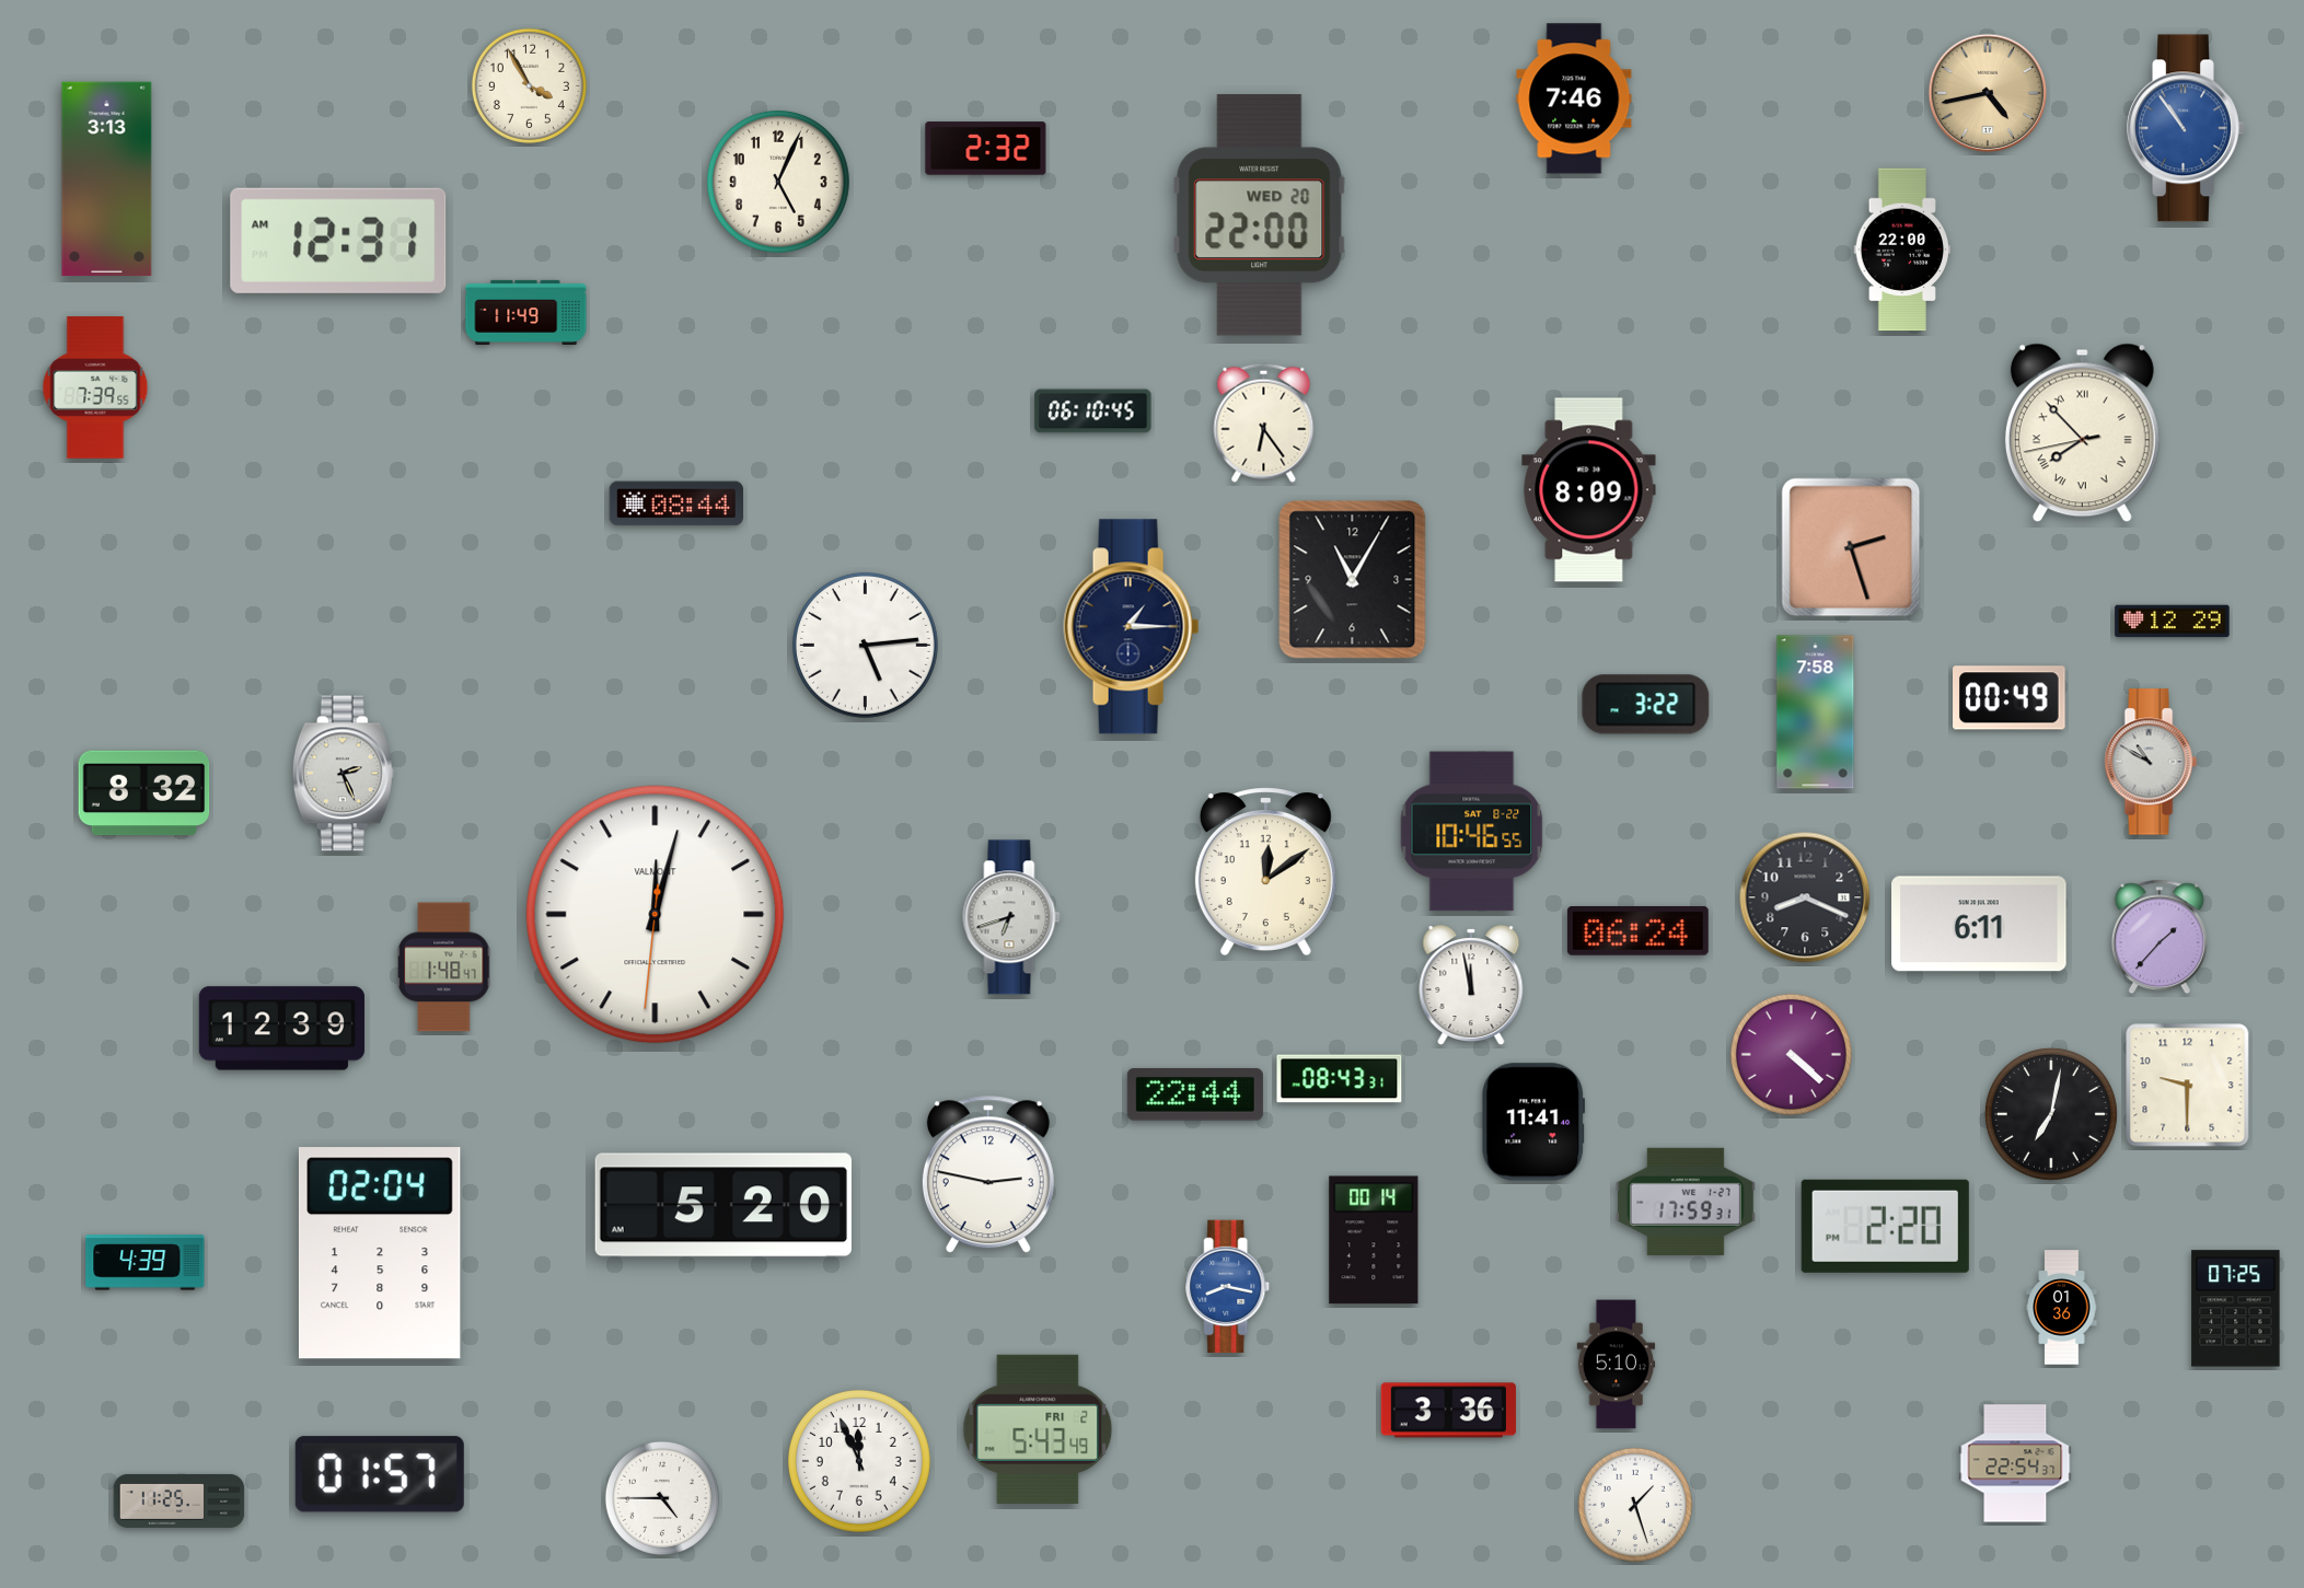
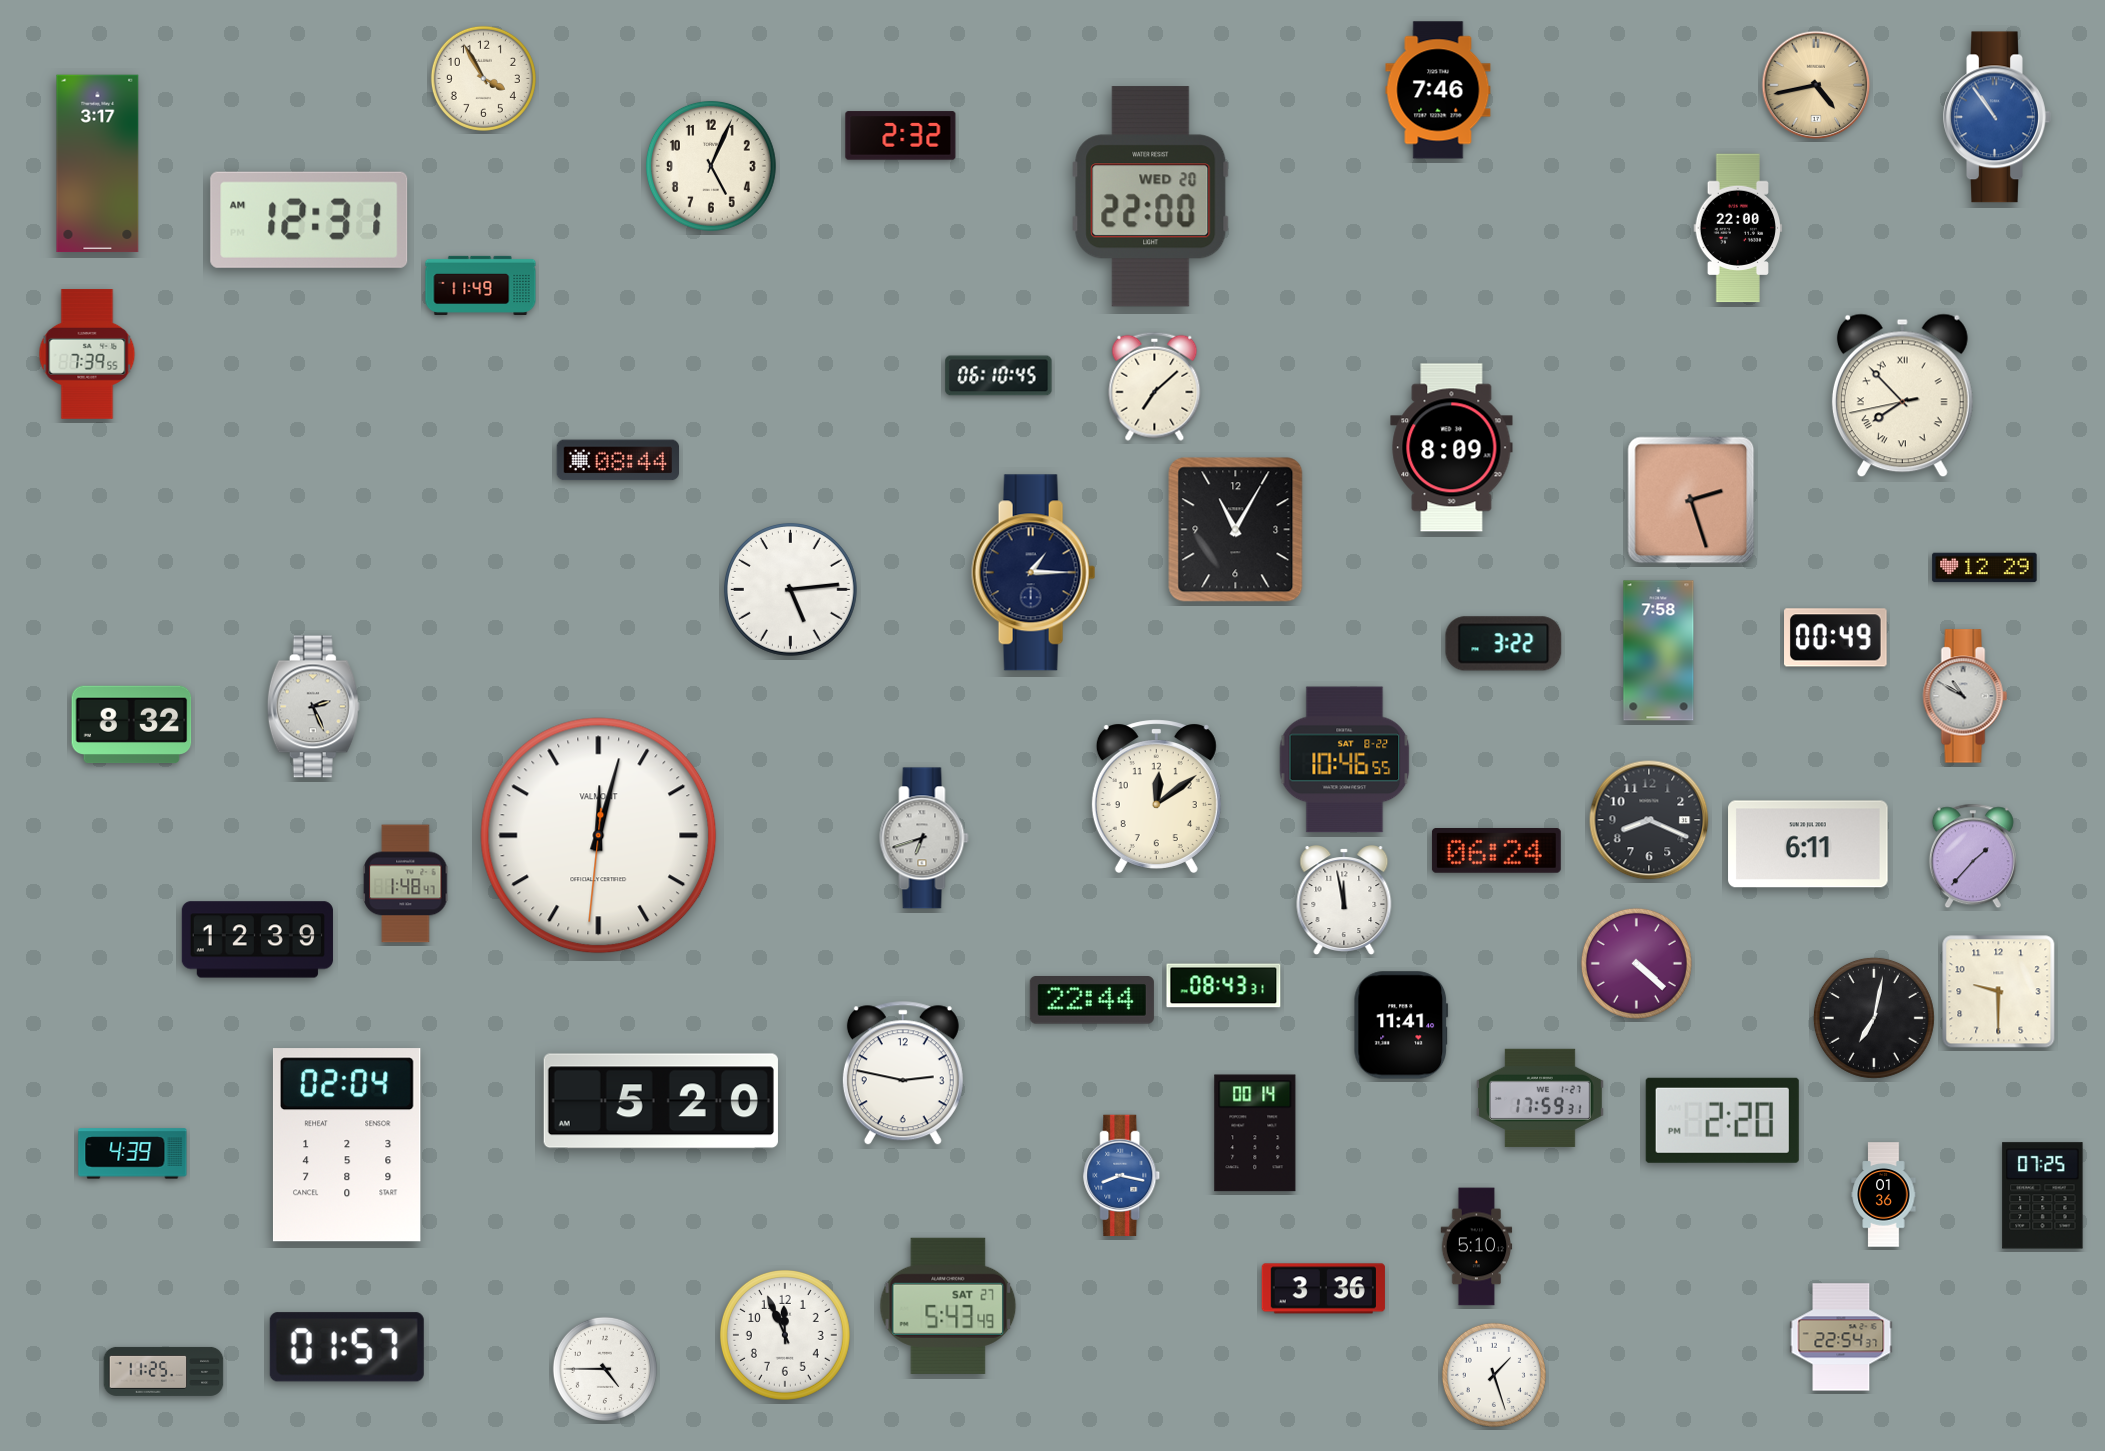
clock at (107, 179): 3:13 -> 3:17
clock at (1264, 422): 6:24 -> 7:08
clock at (1038, 1429) date: FRI 2 -> SAT 27
